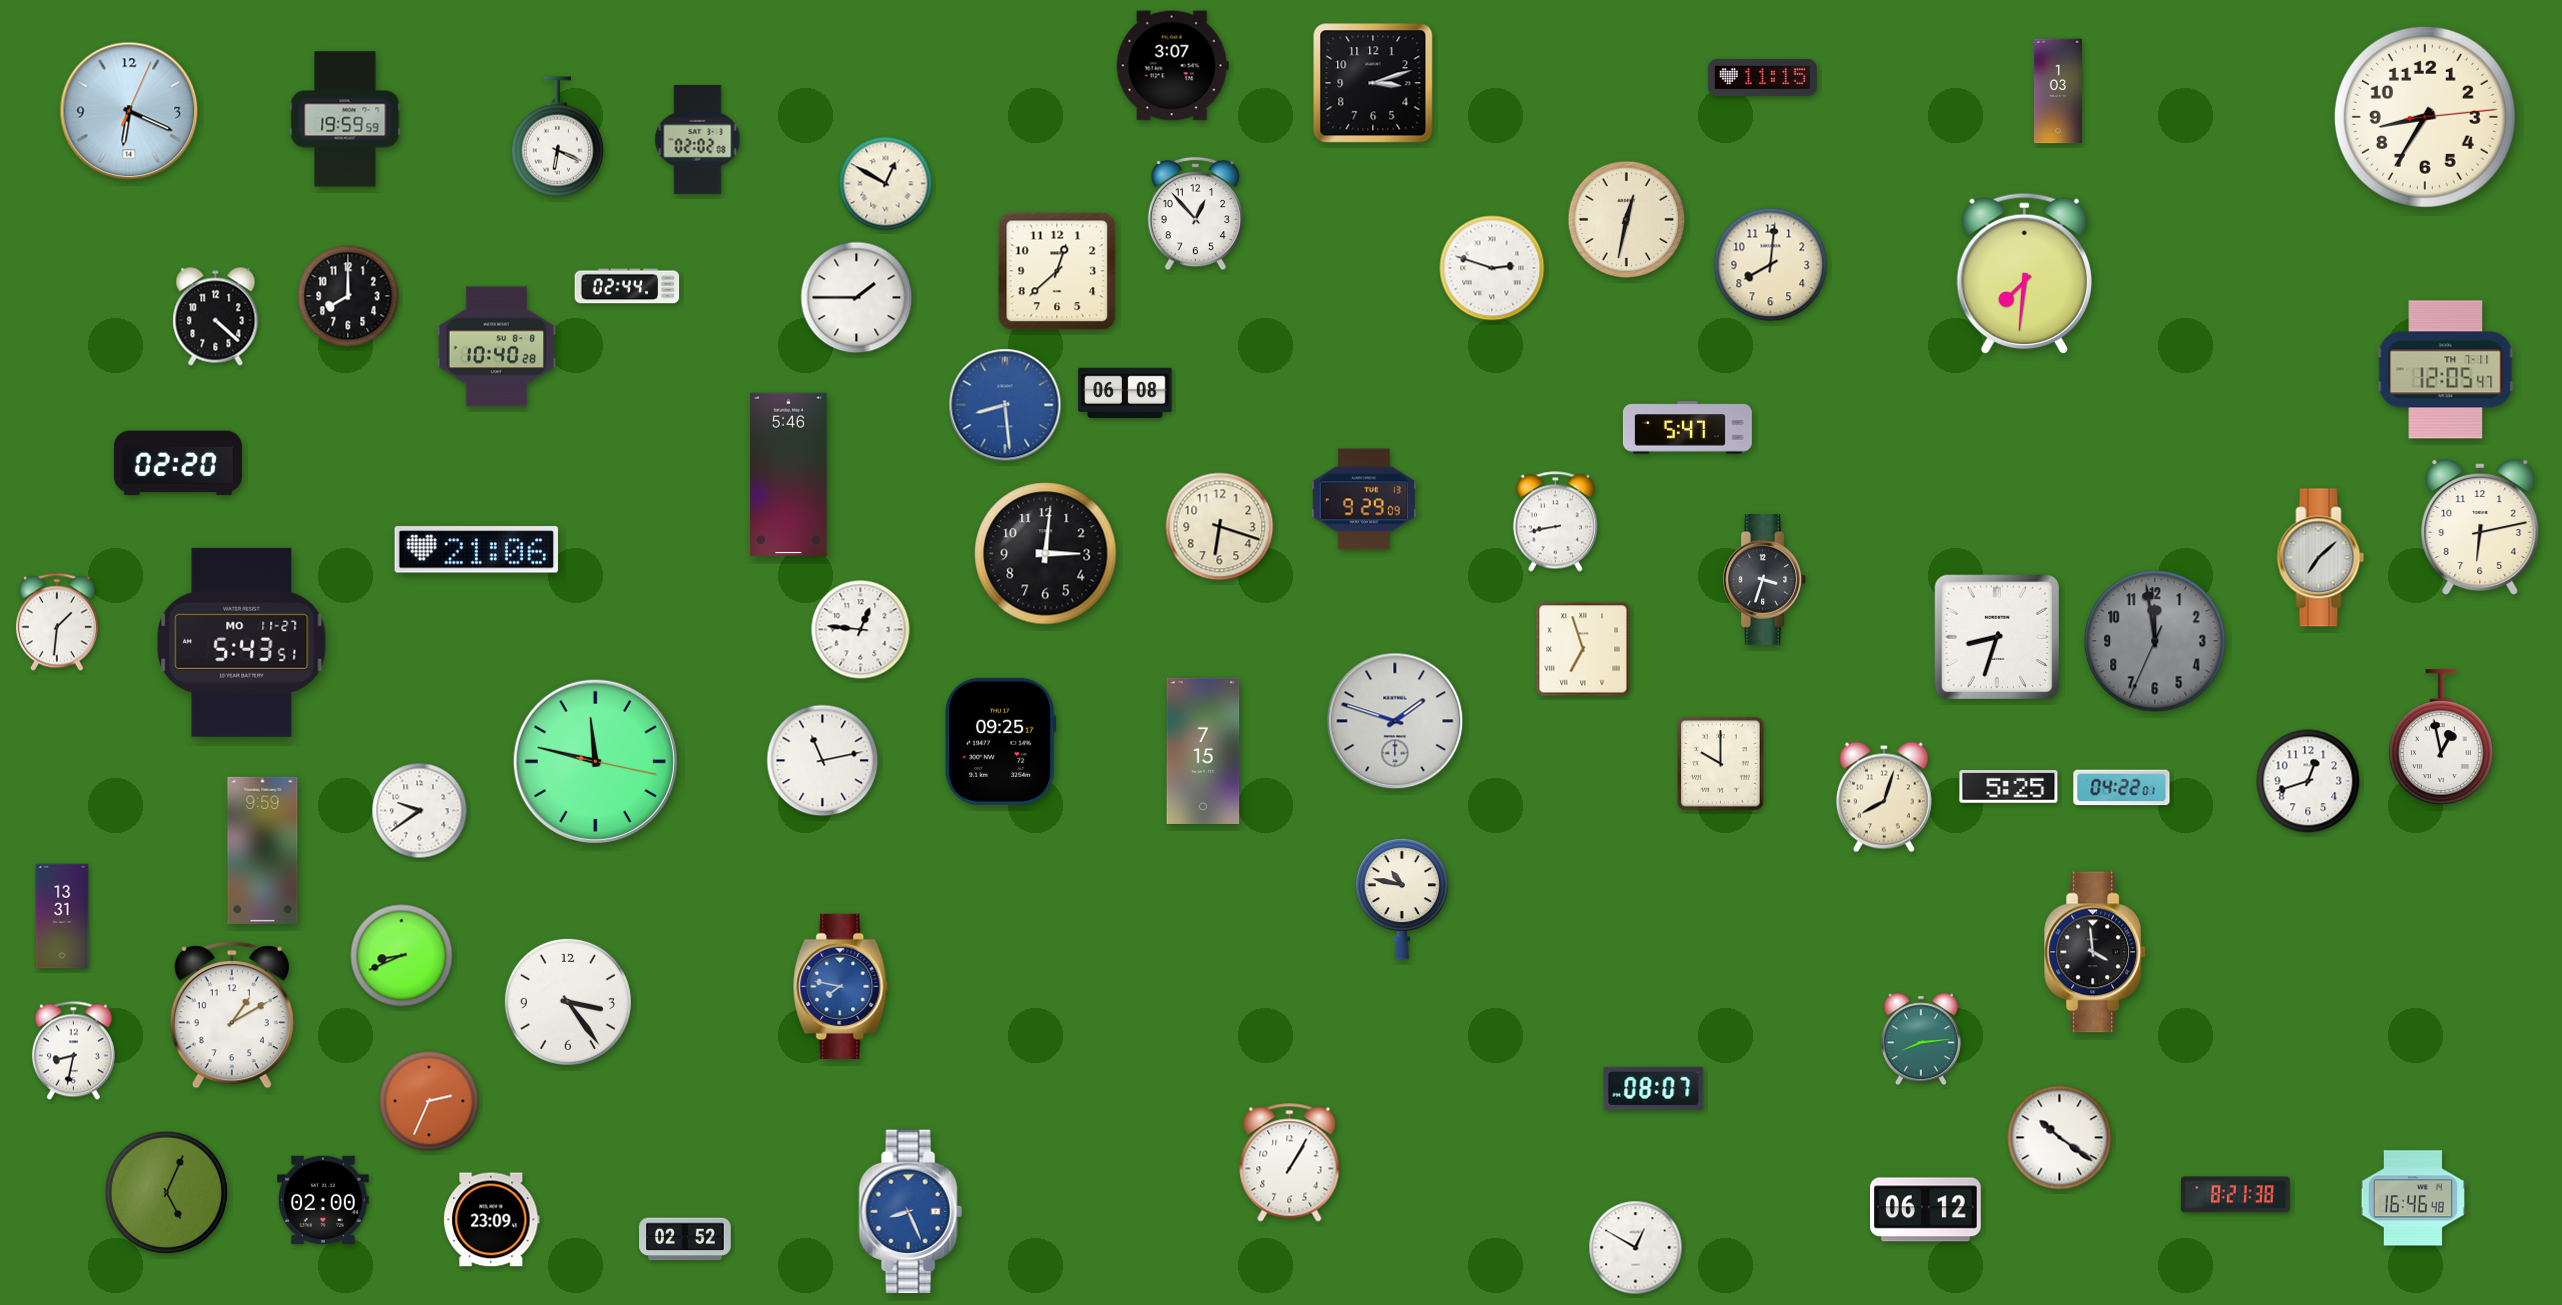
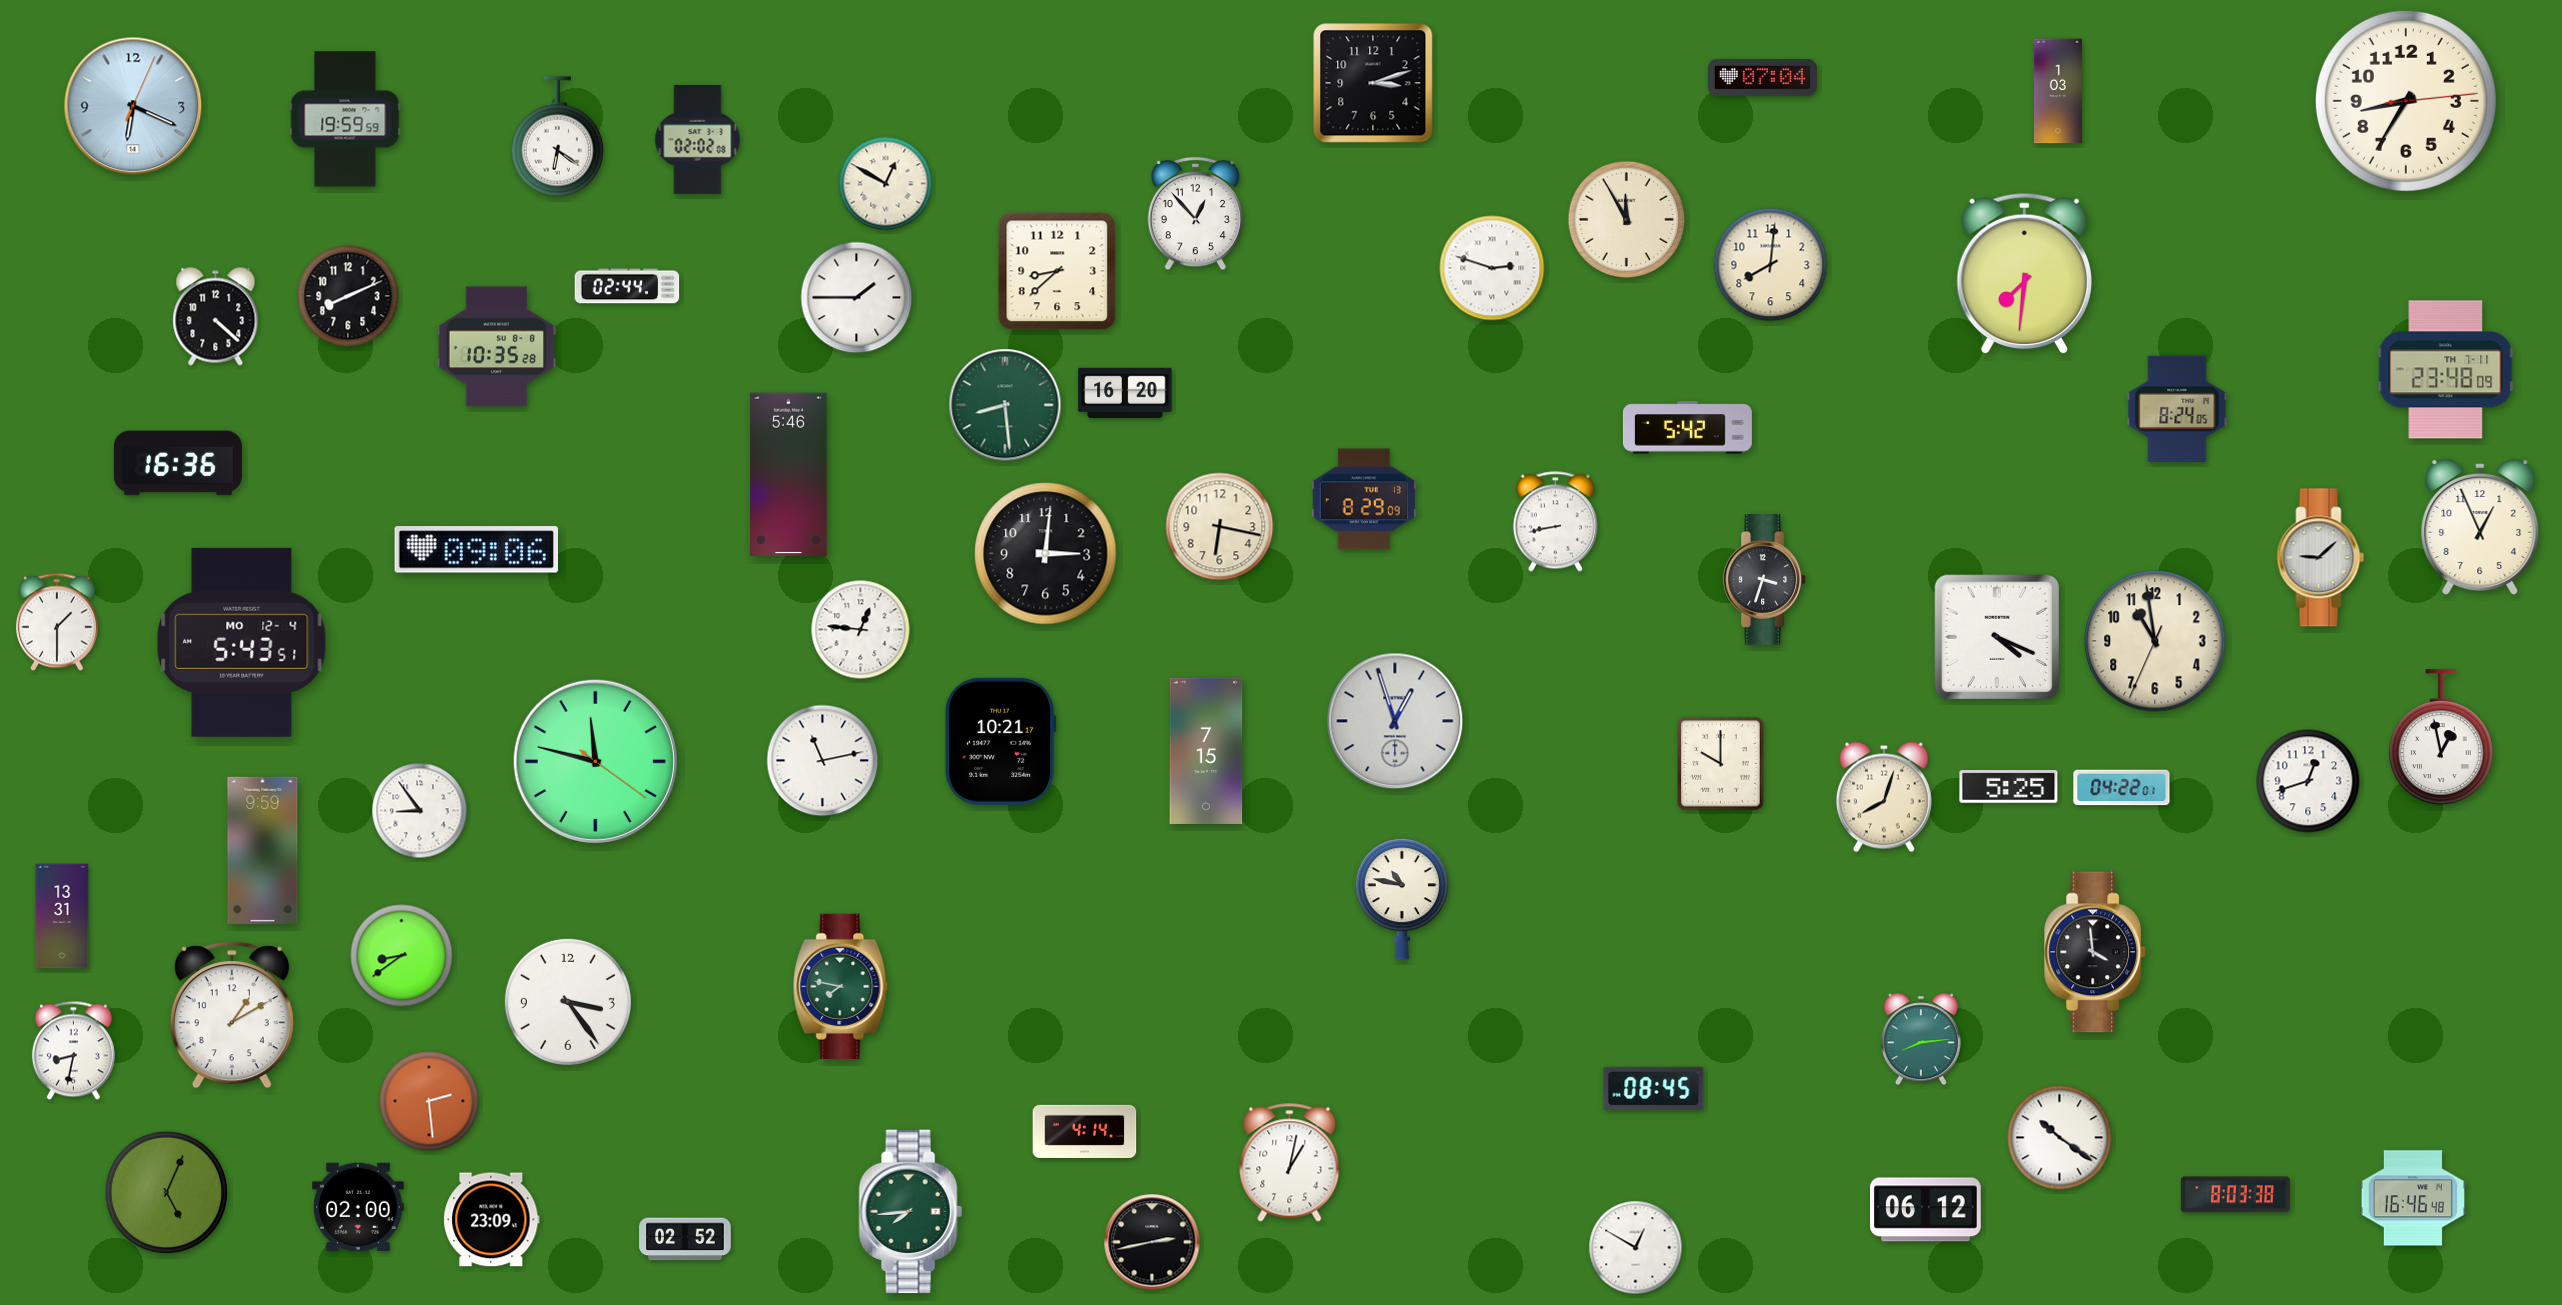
clock at (1172, 66): 3:07 -> none
clock at (1762, 77): 11:15 -> 07:04
clock at (129, 111) position: (129, 111) -> (133, 106)
clock at (2425, 117) position: (2425, 117) -> (2406, 101)
clock at (557, 137): 6:19 -> 6:21
clock at (1627, 220): 12:32 -> 11:55
clock at (1057, 271): 12:38 -> 8:38
clock at (348, 296): 8:00 -> 8:11
clock at (497, 347): 10:40 -> 10:35
clock at (2446, 370): 12:05 -> 23:48
clock at (1125, 393): 06:08 -> 16:20
clock at (1005, 405) dial: blue -> green
clock at (2177, 409): none -> 8:24
clock at (1687, 428): 5:47 -> 5:42
clock at (178, 463): 02:20 -> 16:36
clock at (1364, 499): 9:29 -> 8:29
clock at (2480, 526): 6:13 -> 12:56
clock at (1220, 527): 6:18 -> 6:17
clock at (476, 550): 21:06 -> 09:06
clock at (2321, 558): 7:08 -> 9:08
clock at (57, 622): 1:31 -> 1:30
clock at (1996, 636): 8:33 -> 4:19
clock at (2155, 641): 11:58 -> 10:58
clock at (2155, 641) dial: grey -> cream
clock at (242, 642) date: MO 11-27 -> MO 12-4
clock at (1583, 649): 6:57 -> none
clock at (1395, 721): 1:48 -> 12:57
clock at (1001, 741): 09:25 -> 10:21
clock at (1203, 751) position: (1203, 751) -> (1206, 751)
clock at (595, 761): 11:47:17 -> 11:47:21
clock at (420, 811): 9:39 -> 8:54
clock at (402, 956): 8:41 -> 8:39
clock at (841, 986) dial: blue -> green
clock at (1654, 1088): 08:07 -> 08:45
clock at (429, 1101): 2:34 -> 2:29
clock at (1085, 1131): none -> 4:14
clock at (1290, 1163): 1:05 -> 1:02
clock at (2235, 1195): 8:21 -> 8:03
clock at (323, 1200) position: (323, 1200) -> (358, 1207)
clock at (910, 1212): 8:26 -> 7:44
clock at (910, 1212) dial: blue -> green
clock at (1152, 1242): none -> 2:43
